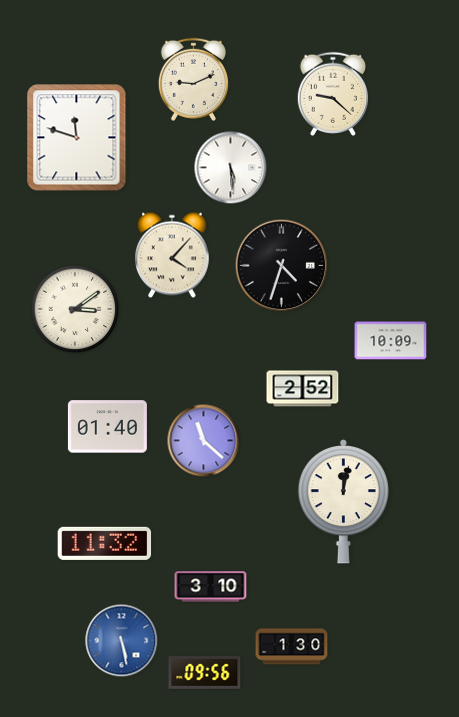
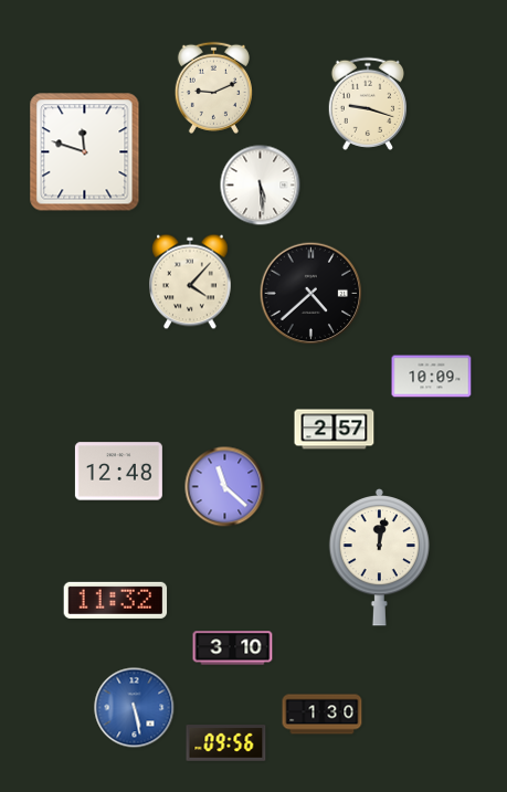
clock at (332, 94): 9:22 -> 9:18
clock at (231, 168) position: (231, 168) -> (261, 186)
clock at (282, 266): 4:33 -> 4:38
clock at (75, 309): 3:09 -> none
clock at (303, 389): 2:52 -> 2:57
clock at (107, 427): 01:40 -> 12:48
clock at (343, 501) position: (343, 501) -> (379, 557)
